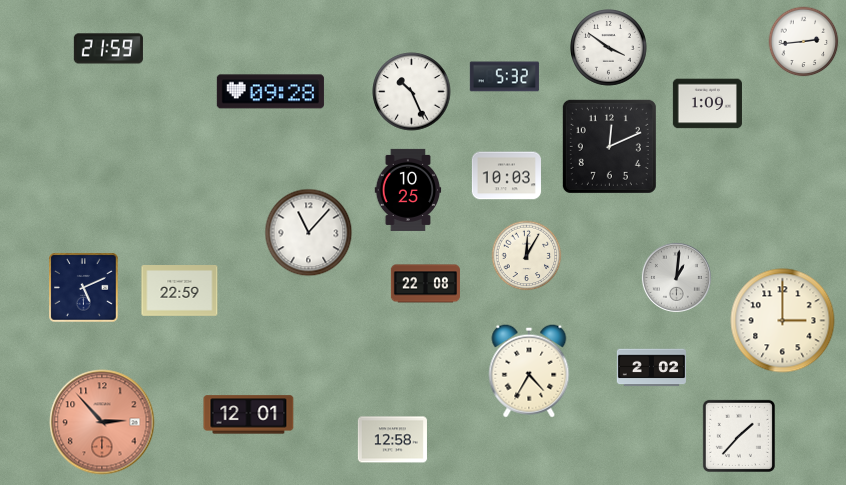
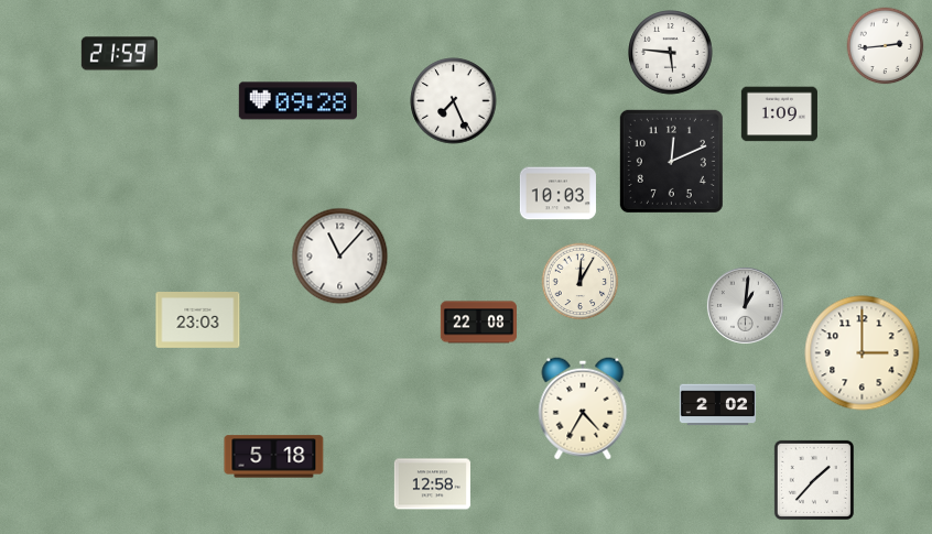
clock at (609, 48): 3:51 -> 5:46
clock at (504, 77): 5:32 -> none
clock at (412, 92): 10:26 -> 7:26
clock at (408, 190): 10:25 -> none
clock at (425, 284) position: (425, 284) -> (478, 323)
clock at (84, 288): 5:11 -> none
clock at (180, 291): 22:59 -> 23:03
clock at (249, 415): 12:01 -> 5:18
clock at (102, 422): 2:53 -> none
